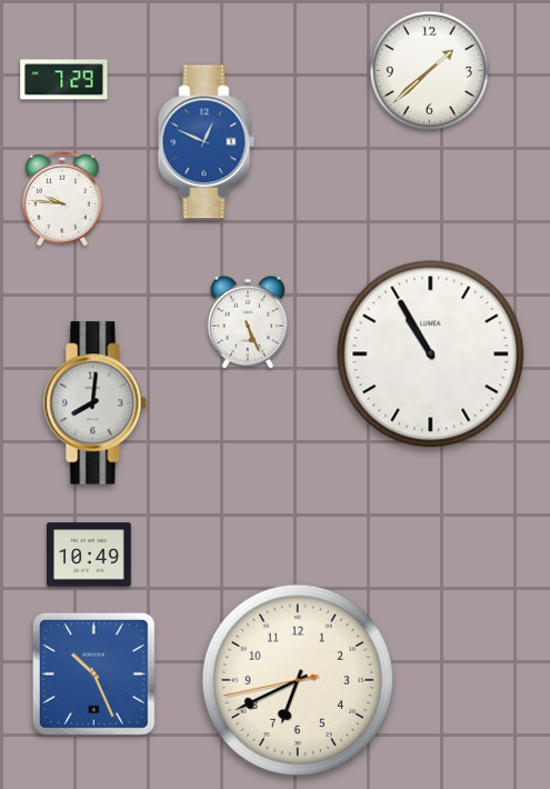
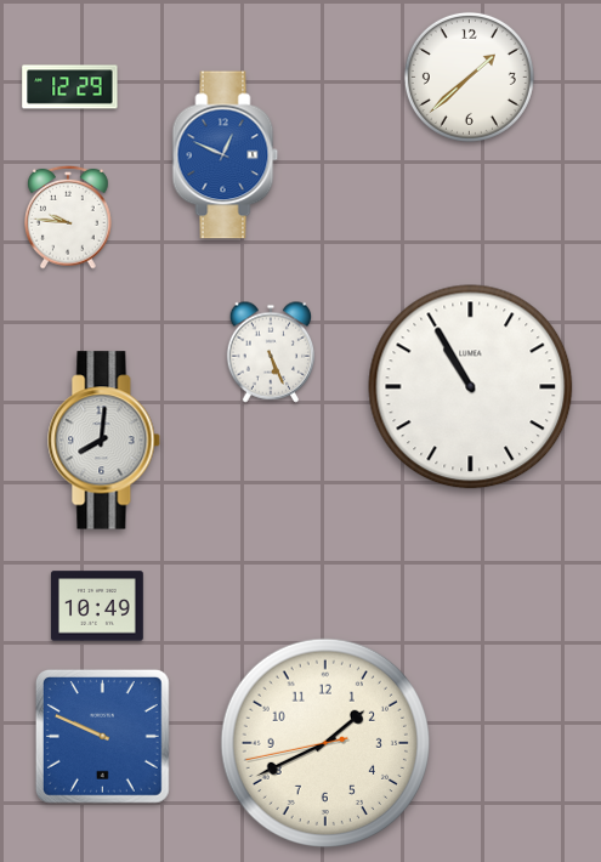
clock at (64, 80): 7:29 -> 12:29
clock at (93, 673): 10:26 -> 9:49
clock at (297, 679): 6:40 -> 1:40
